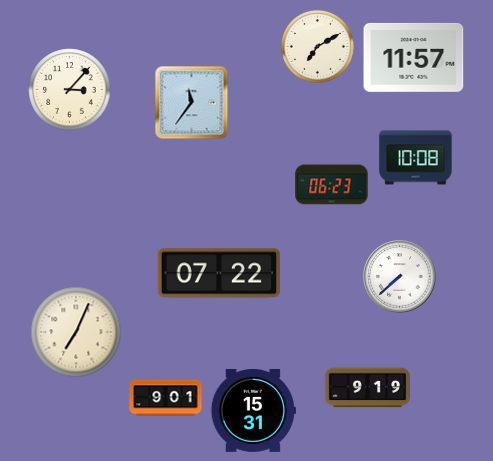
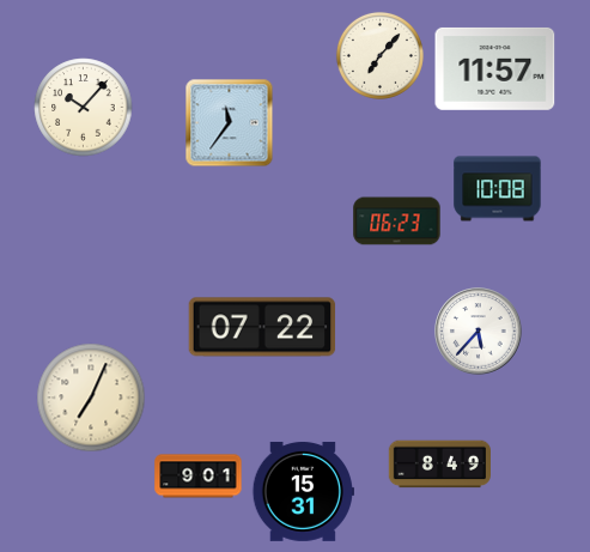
clock at (317, 46): 7:10 -> 7:07
clock at (70, 90): 3:07 -> 10:07
clock at (400, 277): 7:38 -> 5:37
clock at (367, 388): 9:19 -> 8:49
